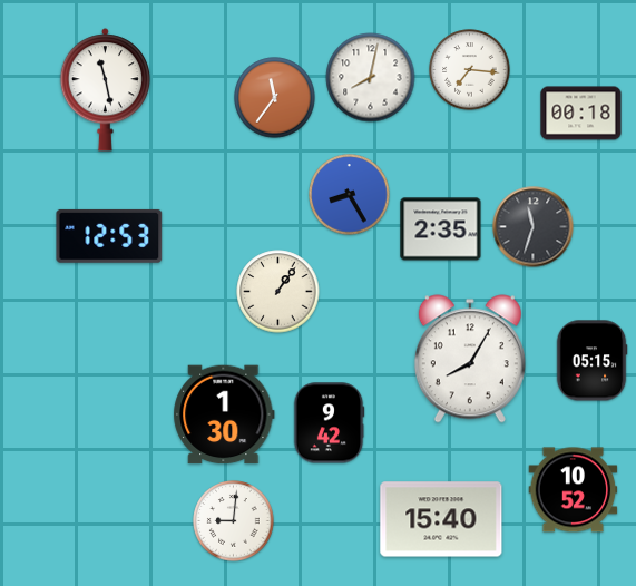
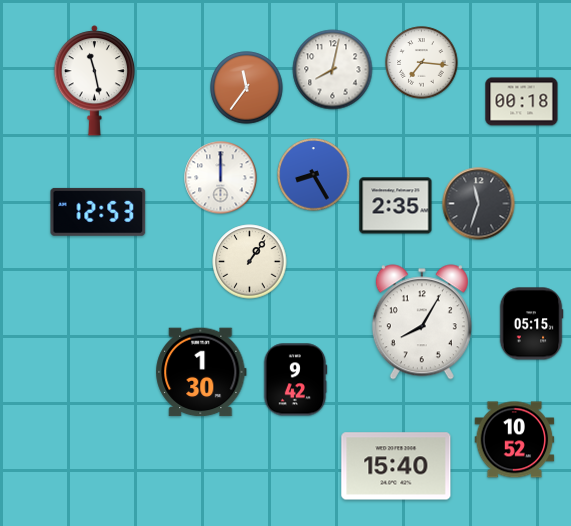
clock at (221, 178): none -> 12:00
clock at (234, 521): 9:01 -> none
